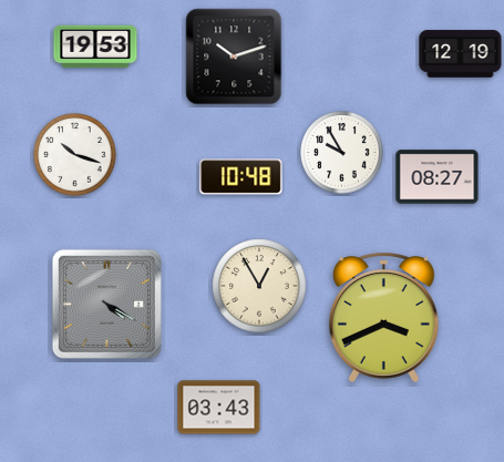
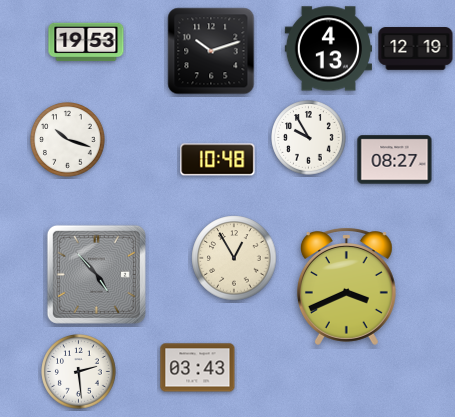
clock at (328, 49): none -> 4:13
clock at (106, 304): 4:20 -> 4:53
clock at (79, 372): none -> 2:29
